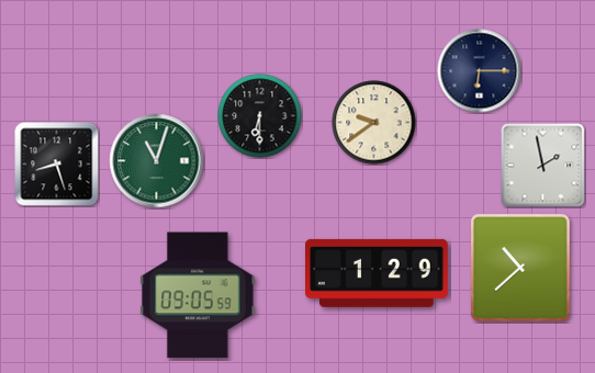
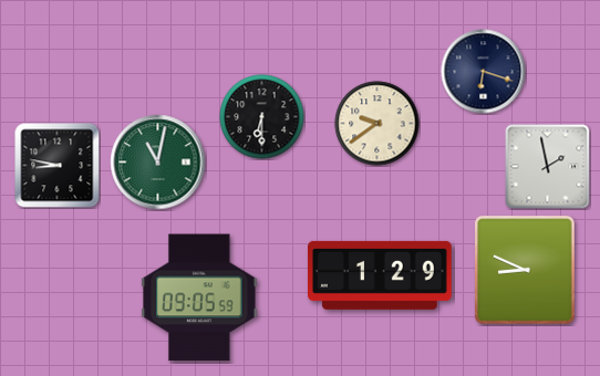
clock at (480, 71): 6:15 -> 6:18
clock at (157, 161): 11:03 -> 11:02
clock at (57, 165): 8:27 -> 8:47
clock at (520, 268): 10:38 -> 8:49
